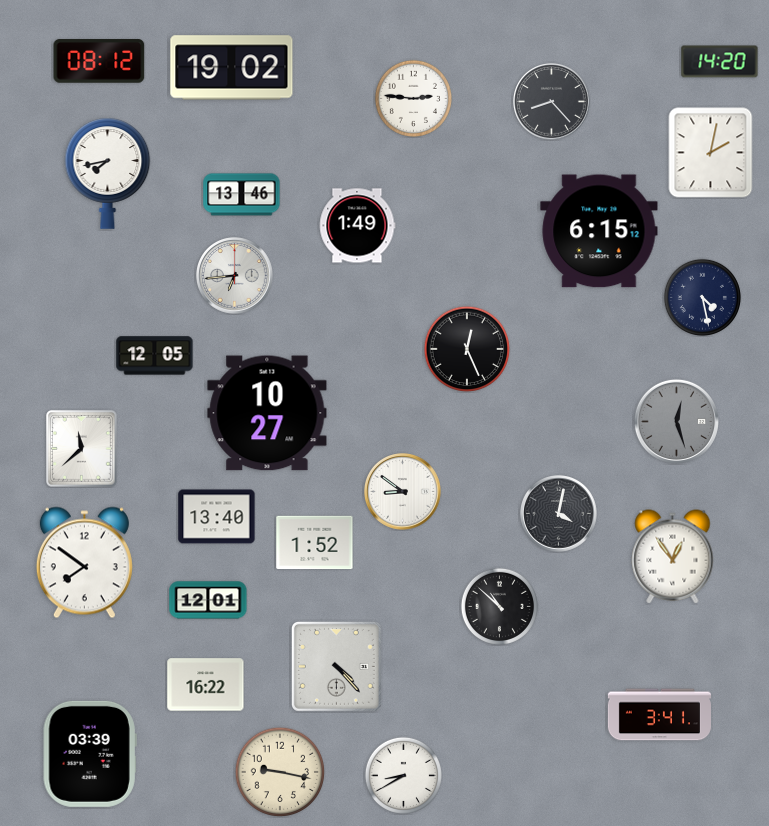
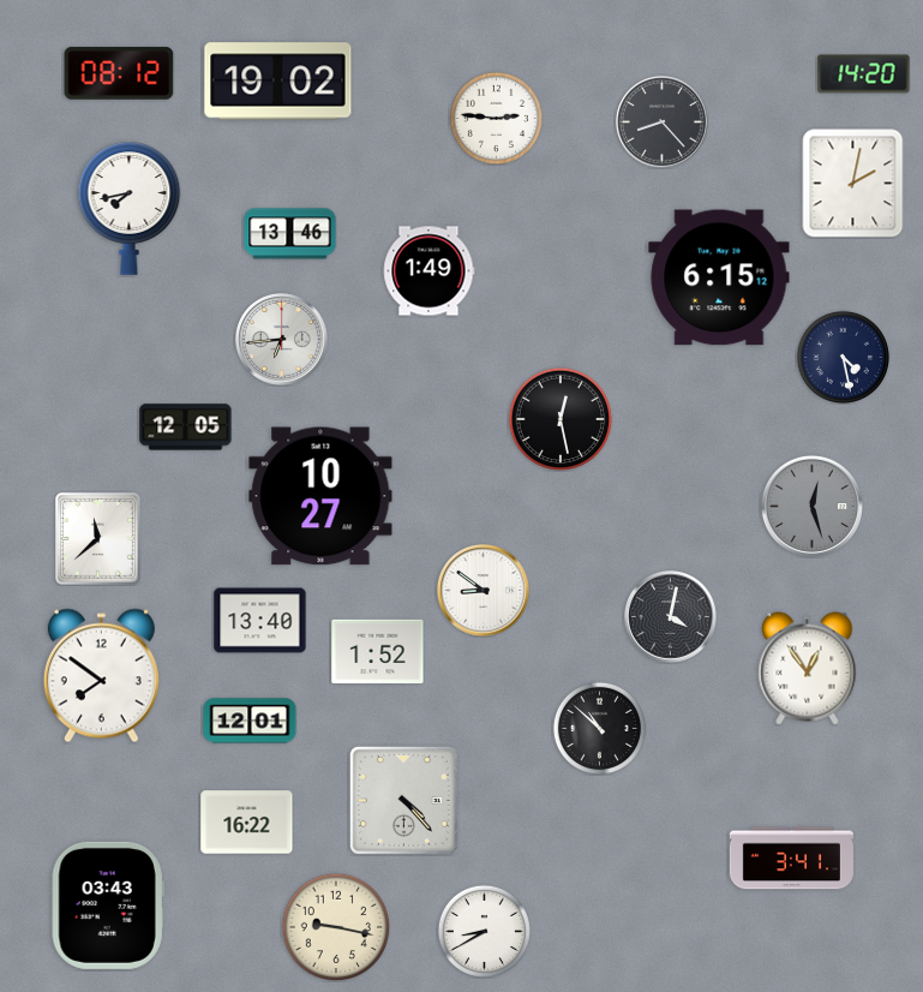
clock at (235, 276) position: (235, 276) -> (282, 340)
clock at (467, 349): 12:26 -> 12:28
clock at (90, 754): 03:39 -> 03:43
